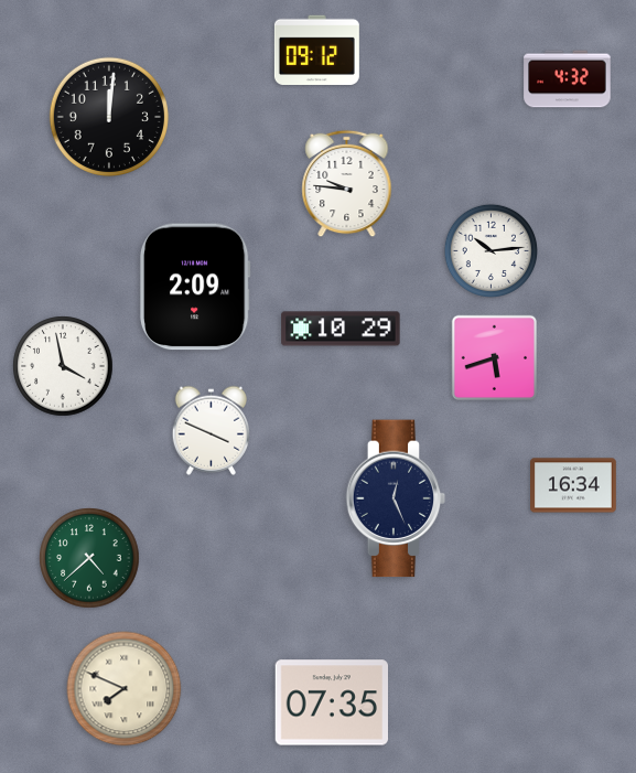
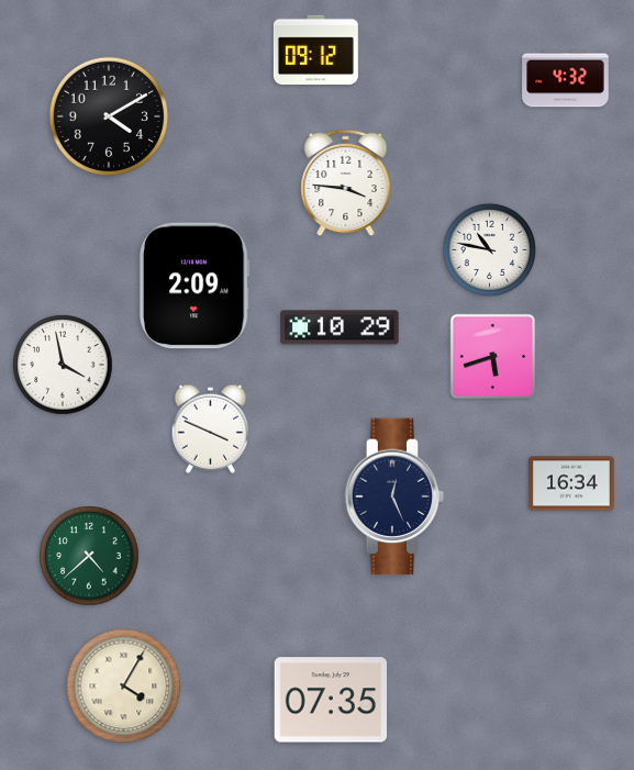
clock at (108, 116): 12:01 -> 4:10
clock at (347, 184): 9:46 -> 3:46
clock at (491, 250): 10:14 -> 10:47
clock at (125, 689): 7:49 -> 4:05
